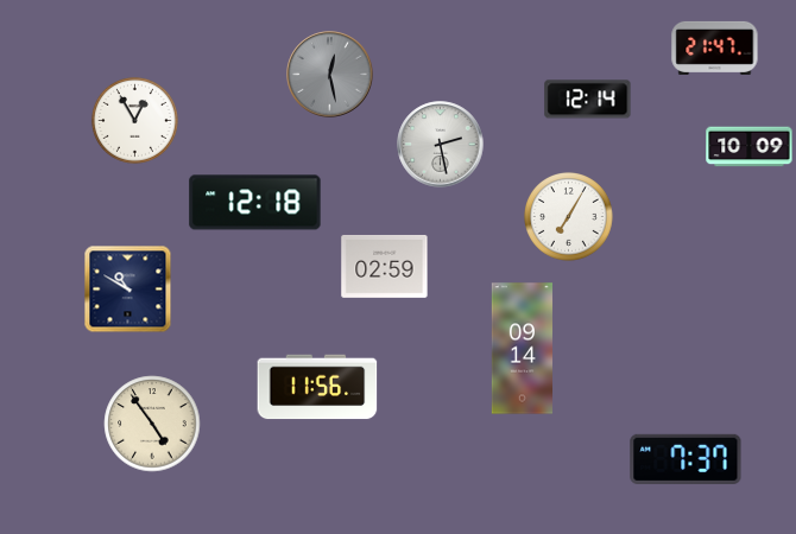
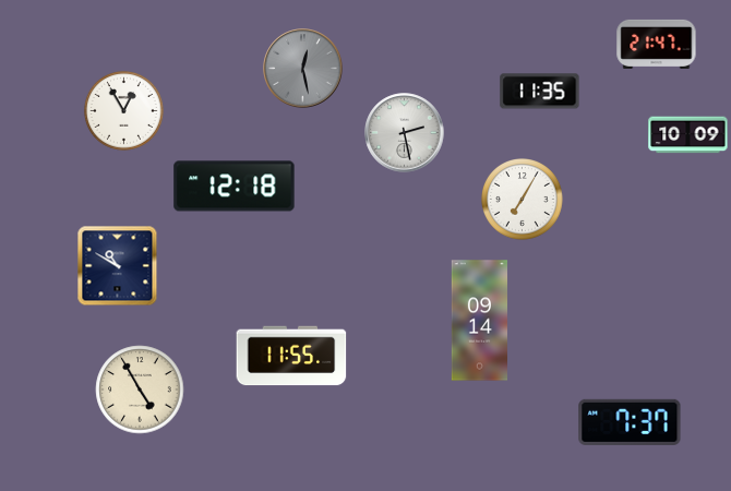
clock at (588, 100): 12:14 -> 11:35
clock at (385, 266): 02:59 -> none
clock at (317, 387): 11:56 -> 11:55
clock at (152, 424): 4:54 -> 4:55
